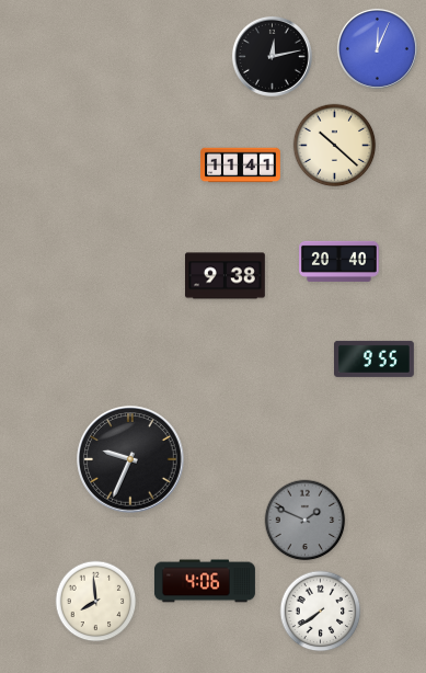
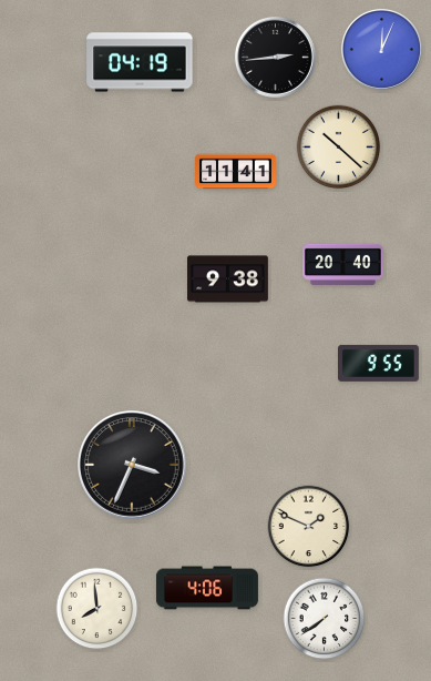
clock at (272, 56): 12:13 -> 2:44
clock at (140, 62): none -> 04:19
clock at (241, 166) position: (241, 166) -> (236, 172)
clock at (130, 459): 9:34 -> 3:34
clock at (306, 521) dial: grey -> cream
